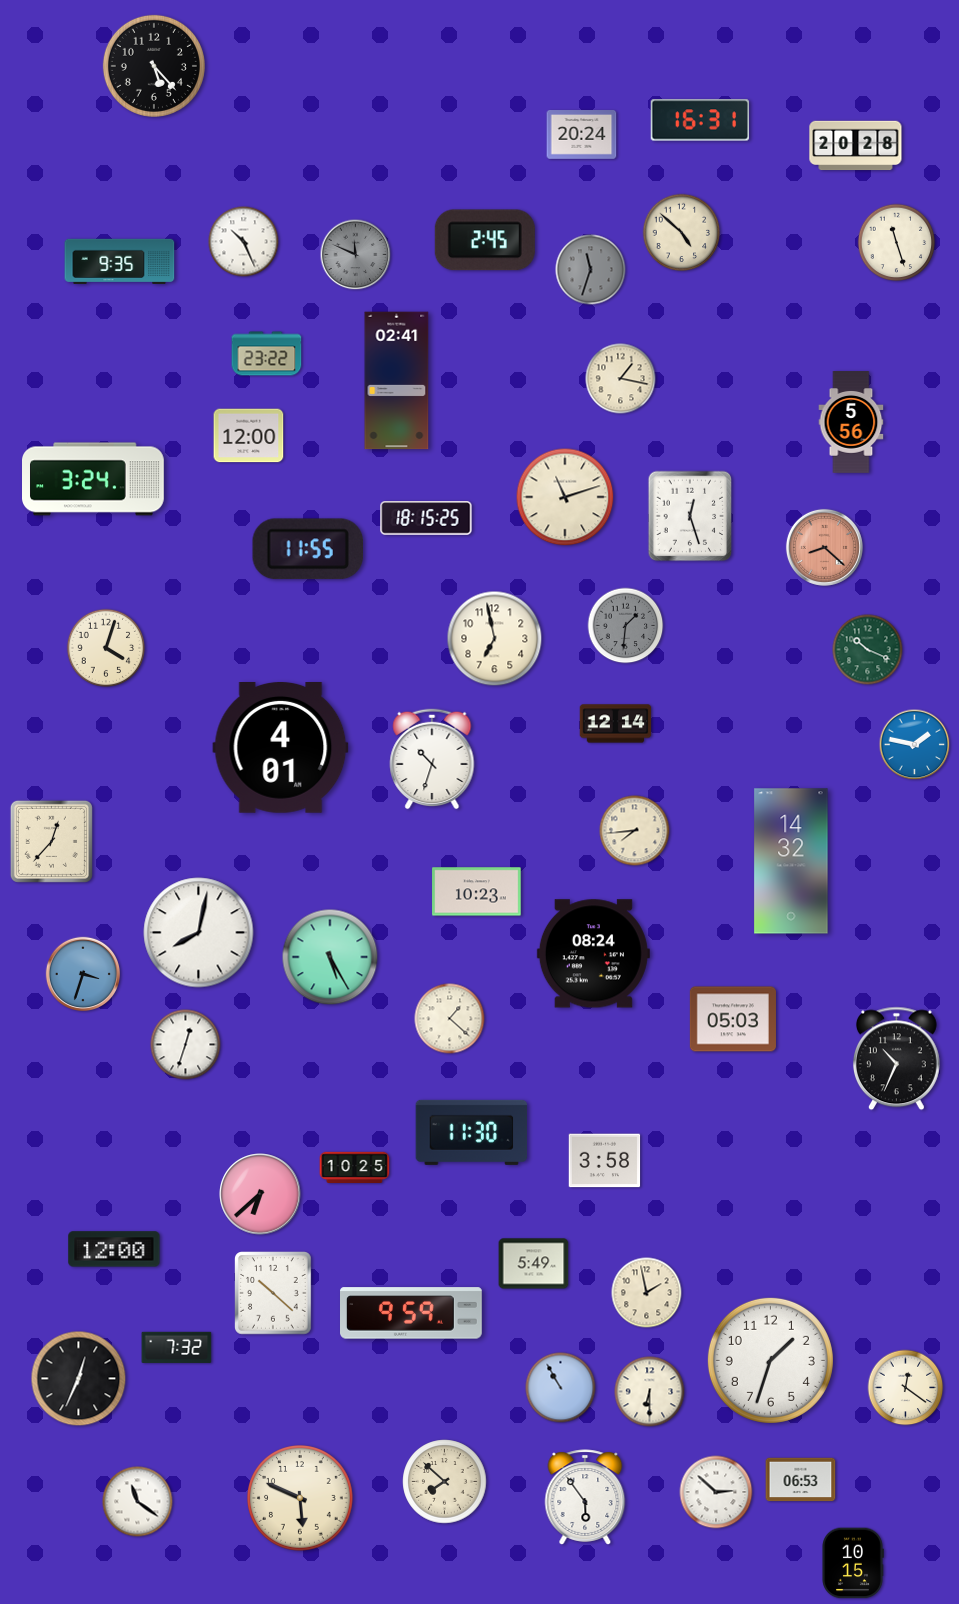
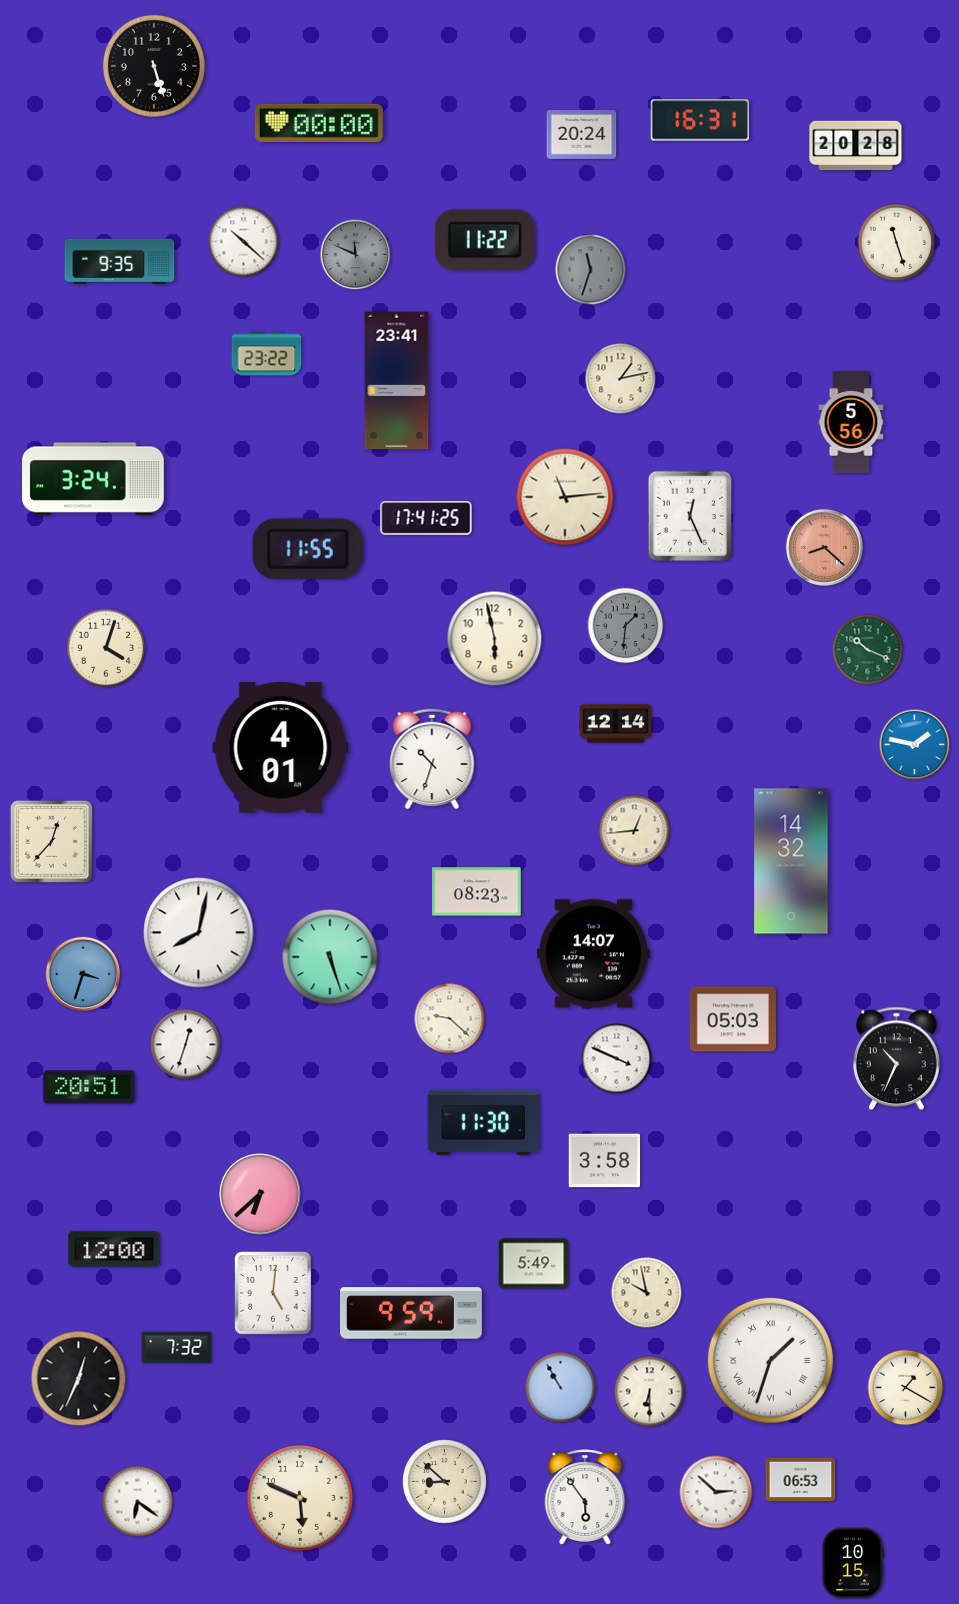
clock at (154, 66): 5:23 -> 5:27
clock at (319, 122): none -> 00:00
clock at (682, 233): 4:52 -> none
clock at (485, 240): 2:45 -> 11:22
clock at (244, 242): 10:26 -> 10:22
clock at (621, 379): 1:17 -> 1:13
clock at (397, 381): 02:41 -> 23:41
clock at (249, 436): 12:00 -> none
clock at (565, 497): 11:12 -> 11:14
clock at (690, 516): 12:27 -> 12:26
clock at (426, 518): 18:15 -> 17:41
clock at (495, 639): 6:58 -> 5:58
clock at (635, 831): 7:44 -> 12:44
clock at (477, 892): 10:23 -> 08:23
clock at (593, 954): 08:24 -> 14:07
clock at (330, 957): 5:25 -> 5:27
clock at (450, 1019): 1:22 -> 9:22
clock at (617, 1059): none -> 3:49
clock at (89, 1087): none -> 20:51
clock at (472, 1132) position: (472, 1132) -> (484, 1122)
clock at (355, 1168): 10:25 -> none
clock at (274, 1293): 10:22 -> 5:01
clock at (647, 1293): 1:58 -> 9:58
clock at (770, 1360) numerals: Arabic -> Roman
clock at (906, 1388): 12:21 -> 1:20
clock at (445, 1482): 7:52 -> 8:52
clock at (138, 1502): 11:21 -> 6:21
